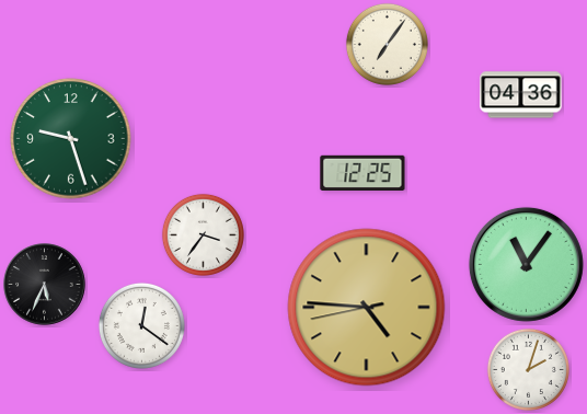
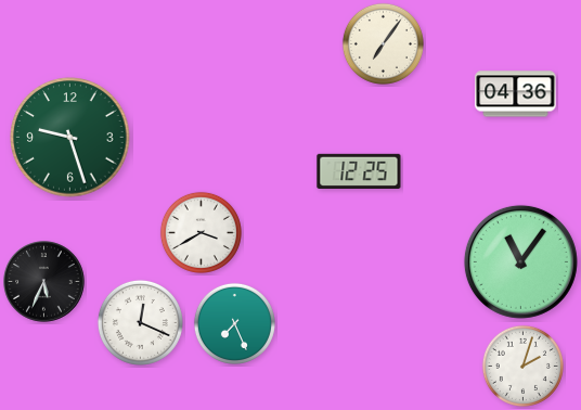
clock at (203, 234): 3:36 -> 3:40
clock at (367, 308): 4:45 -> none
clock at (141, 325): 12:21 -> 12:19
clock at (234, 323): none -> 7:26
